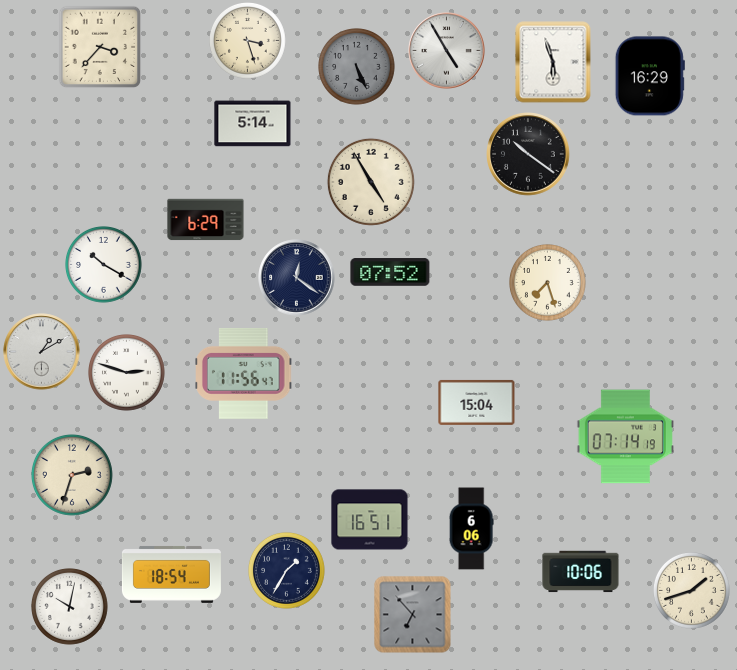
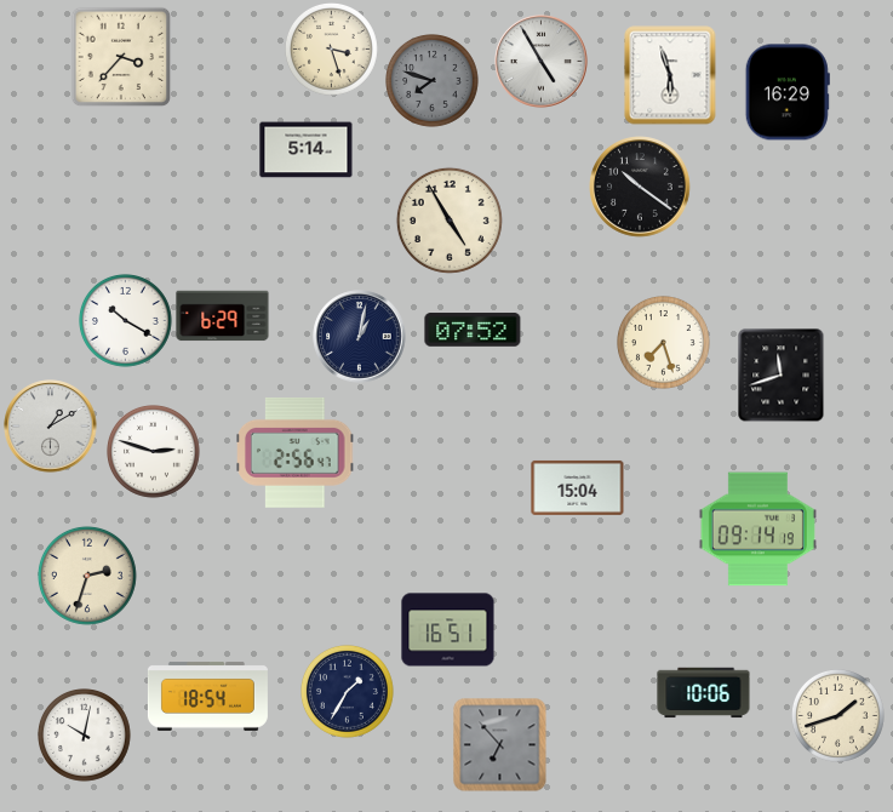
clock at (248, 41) position: (248, 41) -> (332, 50)
clock at (357, 67): 5:26 -> 7:48
clock at (206, 220) position: (206, 220) -> (223, 316)
clock at (297, 278): 12:21 -> 1:02
clock at (782, 374): none -> 11:42
clock at (244, 373): 11:56 -> 2:56
clock at (625, 437): 07:14 -> 09:14
clock at (471, 529): 6:06 -> none
